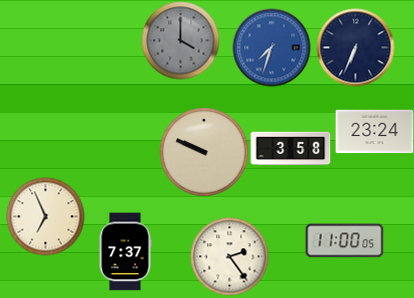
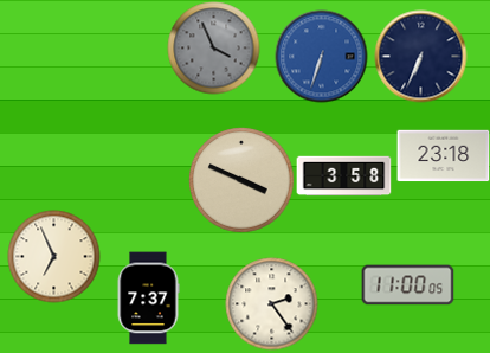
clock at (180, 40): 4:00 -> 3:56
clock at (271, 47): 7:33 -> 6:33
clock at (374, 132): 23:24 -> 23:18
clock at (204, 152): 9:49 -> 3:49
